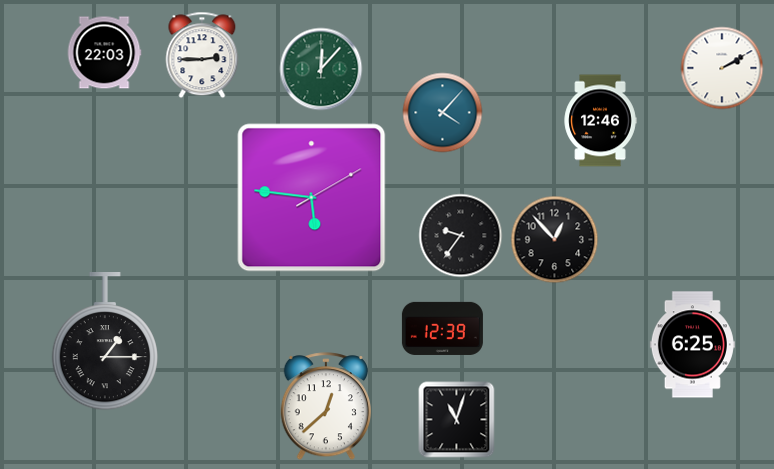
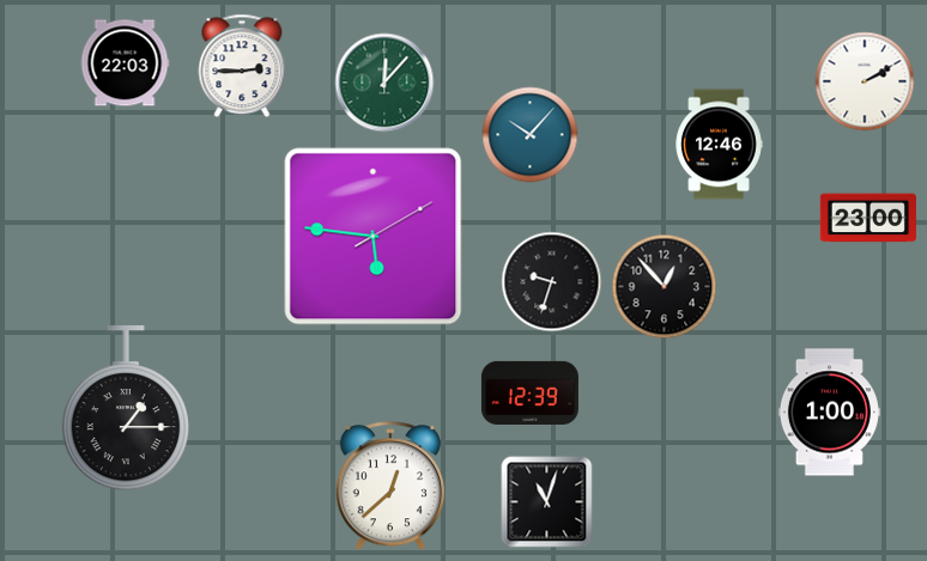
clock at (443, 113): 4:07 -> 10:07
clock at (868, 218): none -> 23:00
clock at (461, 236): 9:36 -> 9:33
clock at (692, 345): 6:25 -> 1:00
